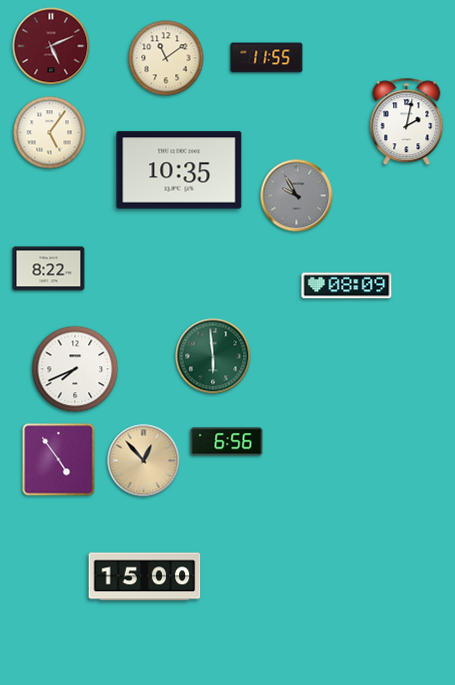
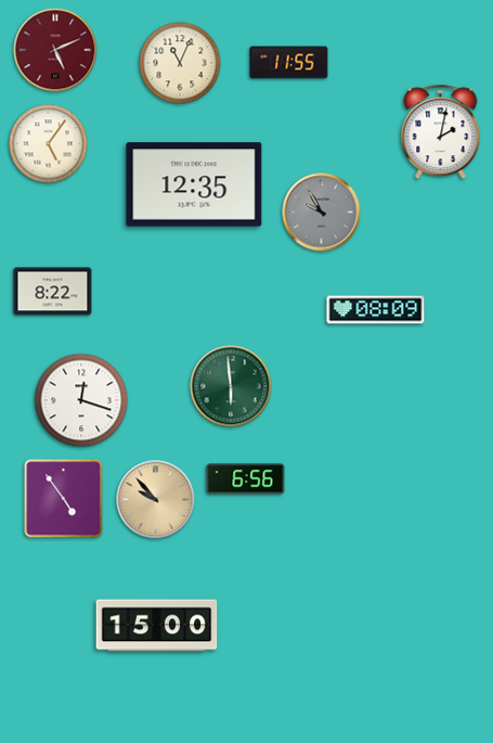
clock at (166, 58): 11:09 -> 11:04
clock at (50, 133) position: (50, 133) -> (49, 144)
clock at (179, 170): 10:35 -> 12:35
clock at (75, 369): 7:41 -> 12:18
clock at (144, 461): 12:53 -> 9:53
